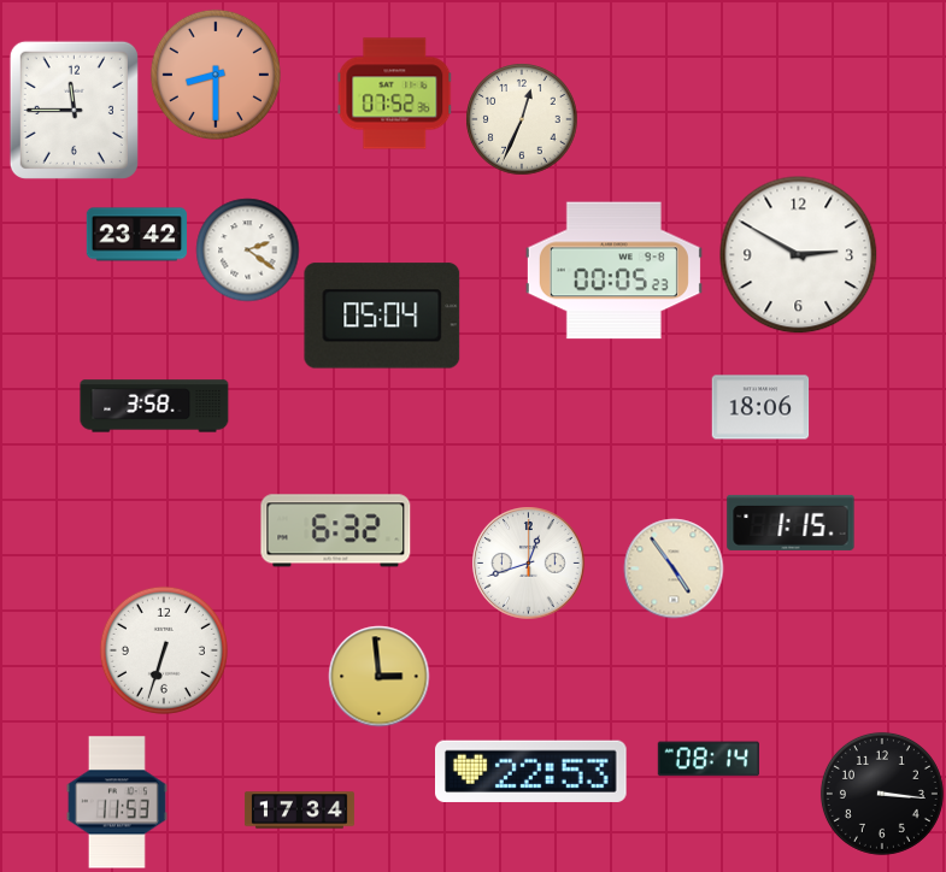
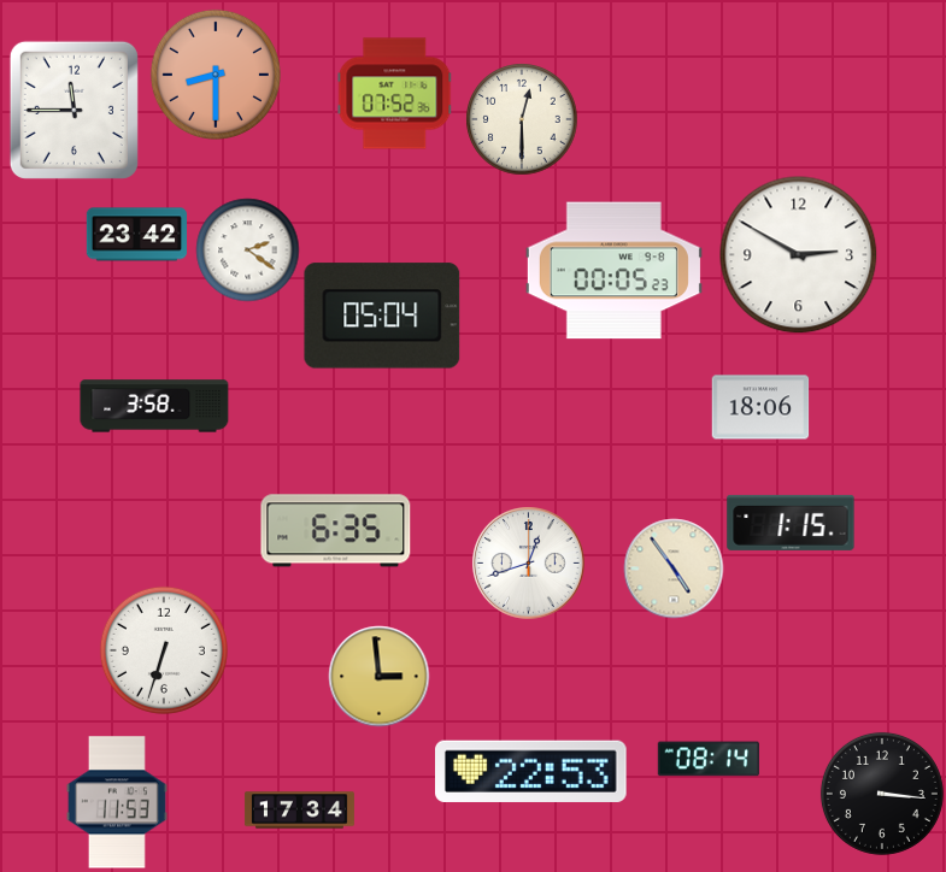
clock at (522, 119): 12:34 -> 12:30
clock at (336, 531): 6:32 -> 6:35
